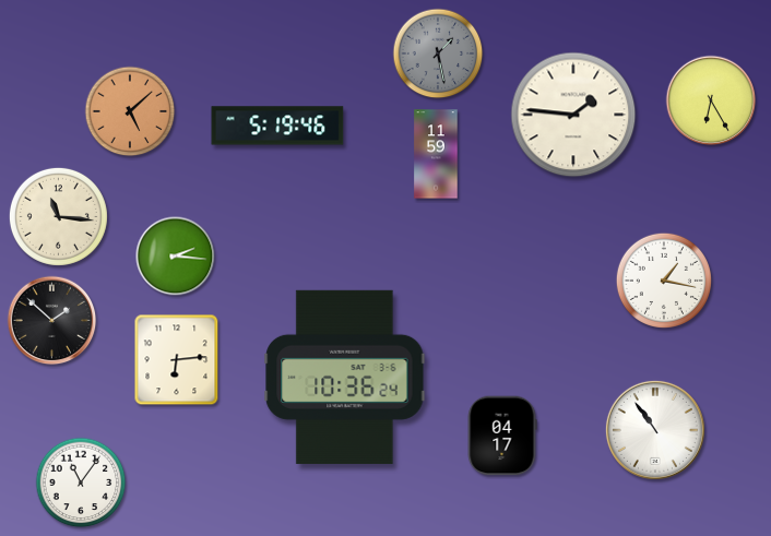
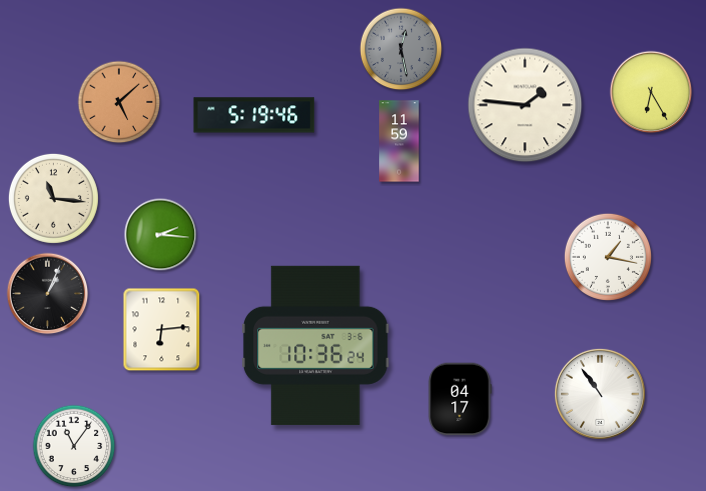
clock at (438, 53): 1:28 -> 12:28
clock at (52, 321): 1:52 -> 1:04
clock at (81, 483) position: (81, 483) -> (74, 446)
